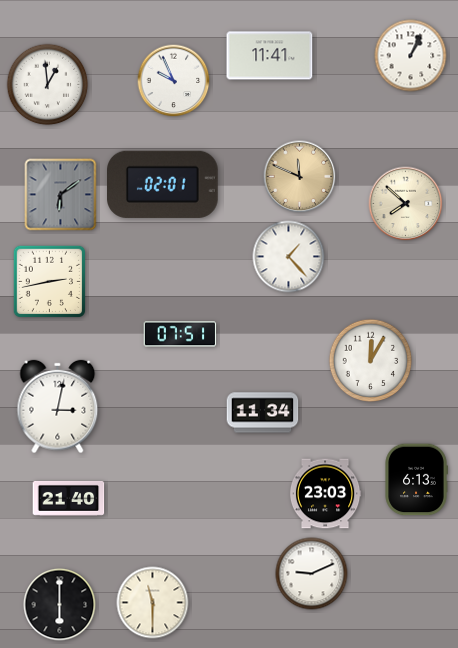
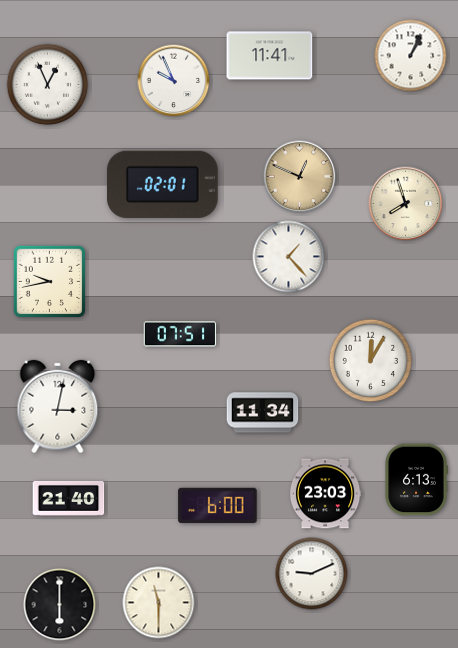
clock at (48, 85): 12:59 -> 12:56
clock at (300, 177): 11:49 -> 12:49
clock at (61, 195): 6:09 -> none
clock at (406, 204): 7:52 -> 7:57
clock at (49, 281): 2:43 -> 9:43
clock at (218, 505): none -> 6:00
clock at (153, 603) position: (153, 603) -> (159, 603)
